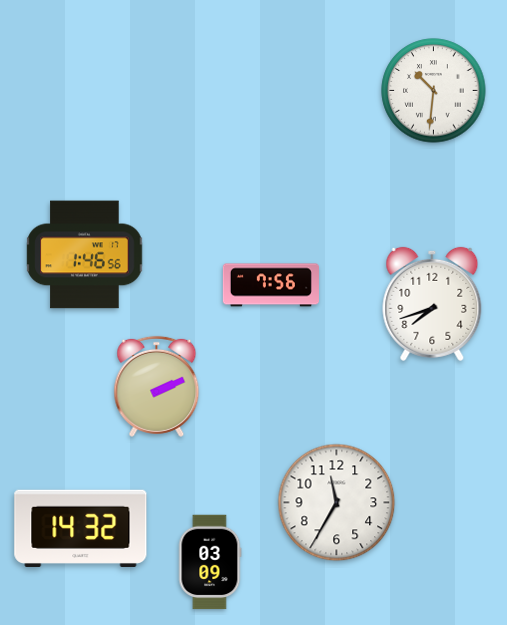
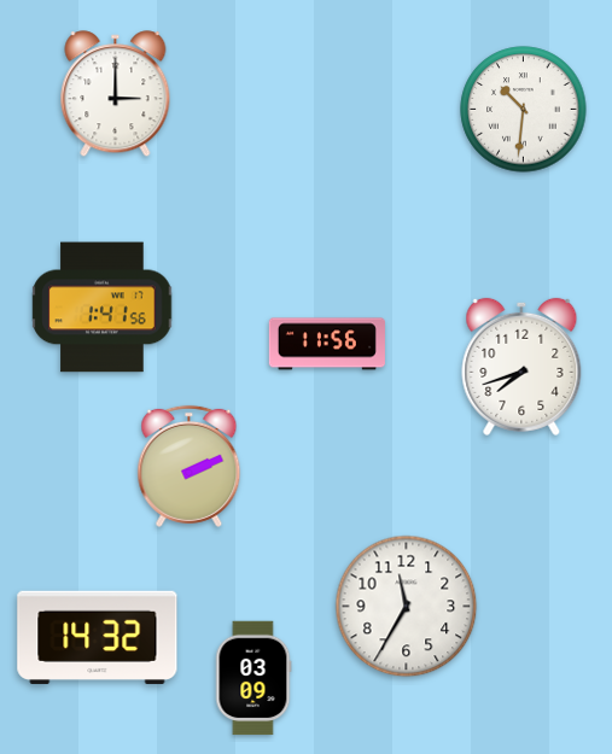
clock at (116, 94): none -> 3:00
clock at (85, 255): 1:46 -> 1:41
clock at (271, 285): 7:56 -> 11:56
